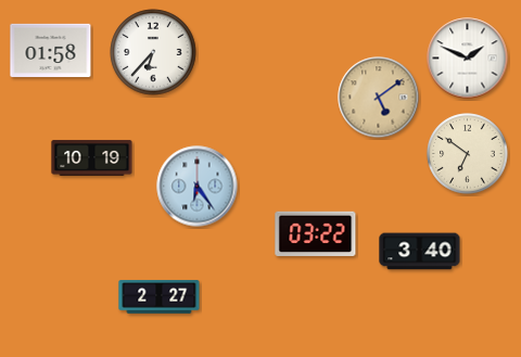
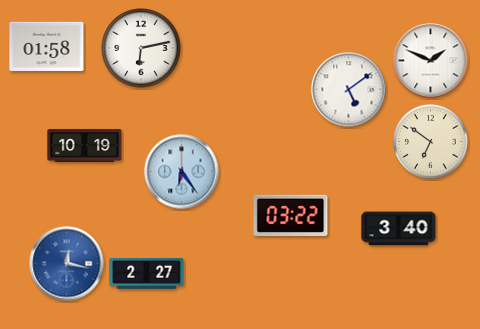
clock at (153, 52): 6:37 -> 6:13
clock at (468, 59) position: (468, 59) -> (431, 61)
clock at (379, 98) dial: champagne -> white
clock at (420, 252) position: (420, 252) -> (399, 229)
clock at (67, 264): none -> 12:17
